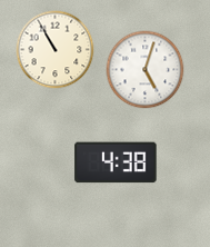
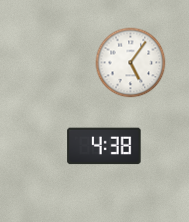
clock at (56, 50): 10:55 -> none
clock at (146, 70): 5:03 -> 5:06
